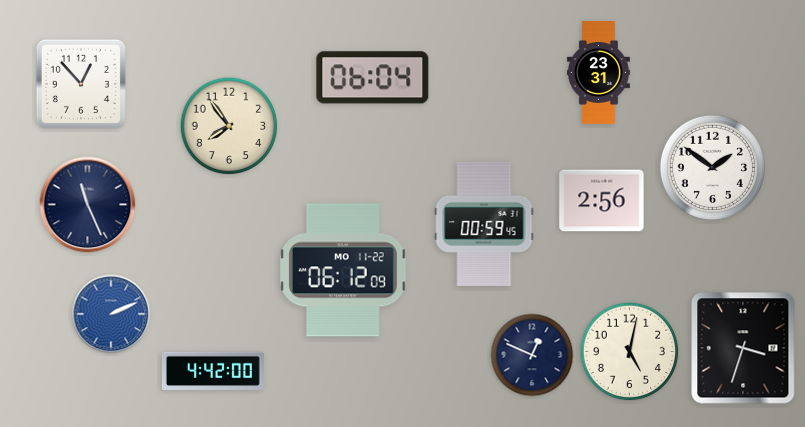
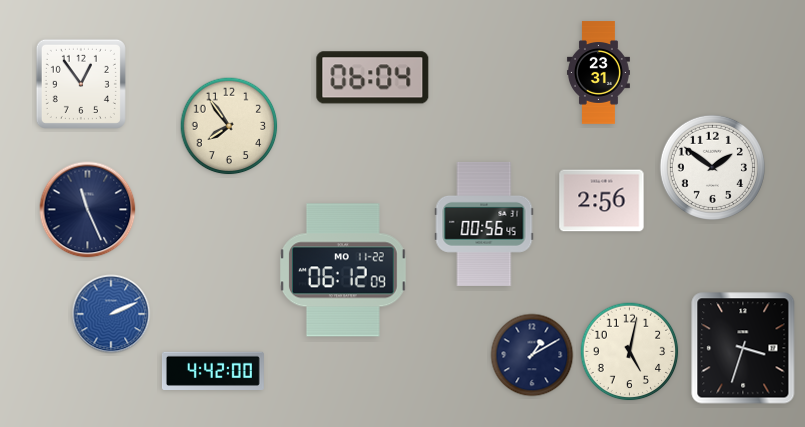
clock at (81, 84): 12:53 -> 12:54
clock at (88, 205) position: (88, 205) -> (88, 210)
clock at (484, 224): 00:59 -> 00:56
clock at (532, 355): 12:49 -> 1:10
